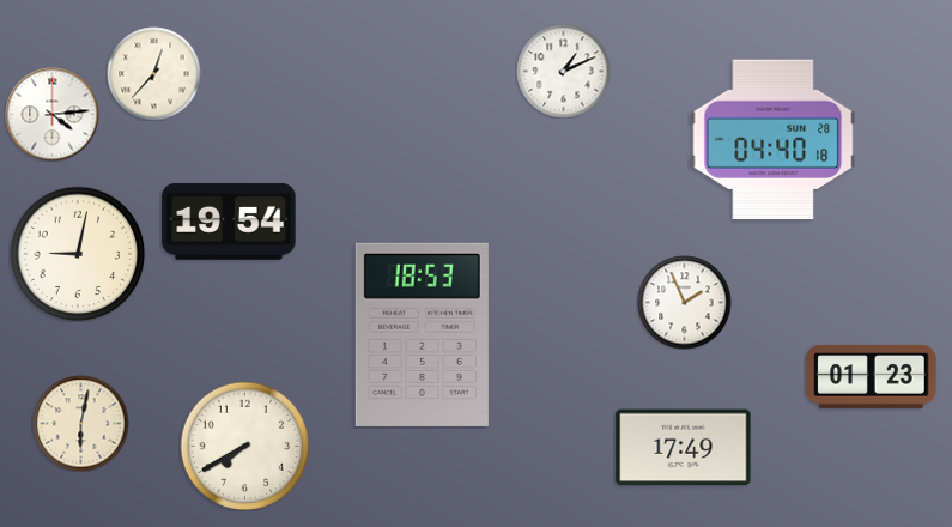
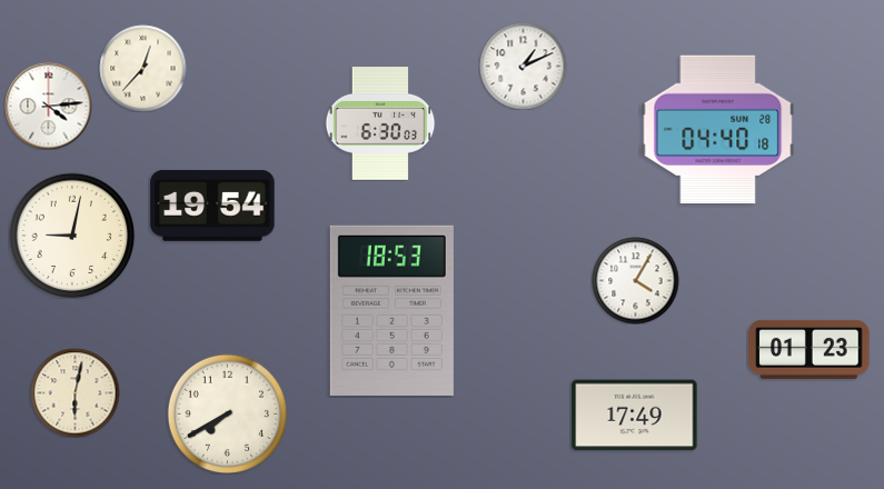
clock at (380, 124): none -> 6:30
clock at (684, 302): 1:56 -> 4:05
